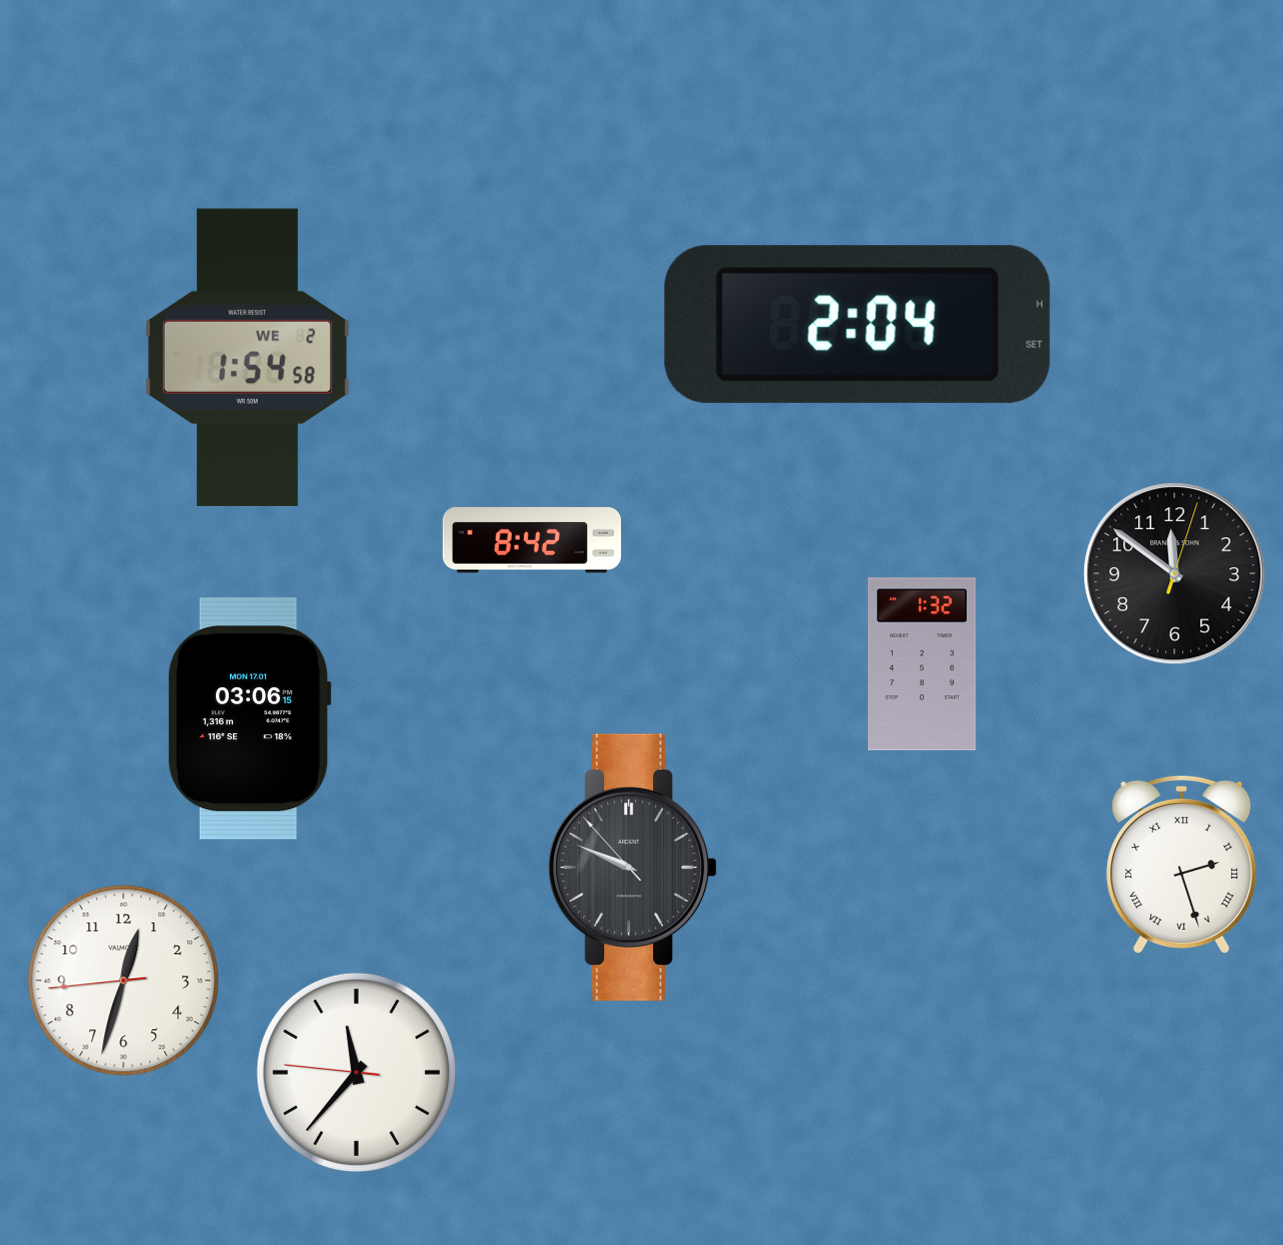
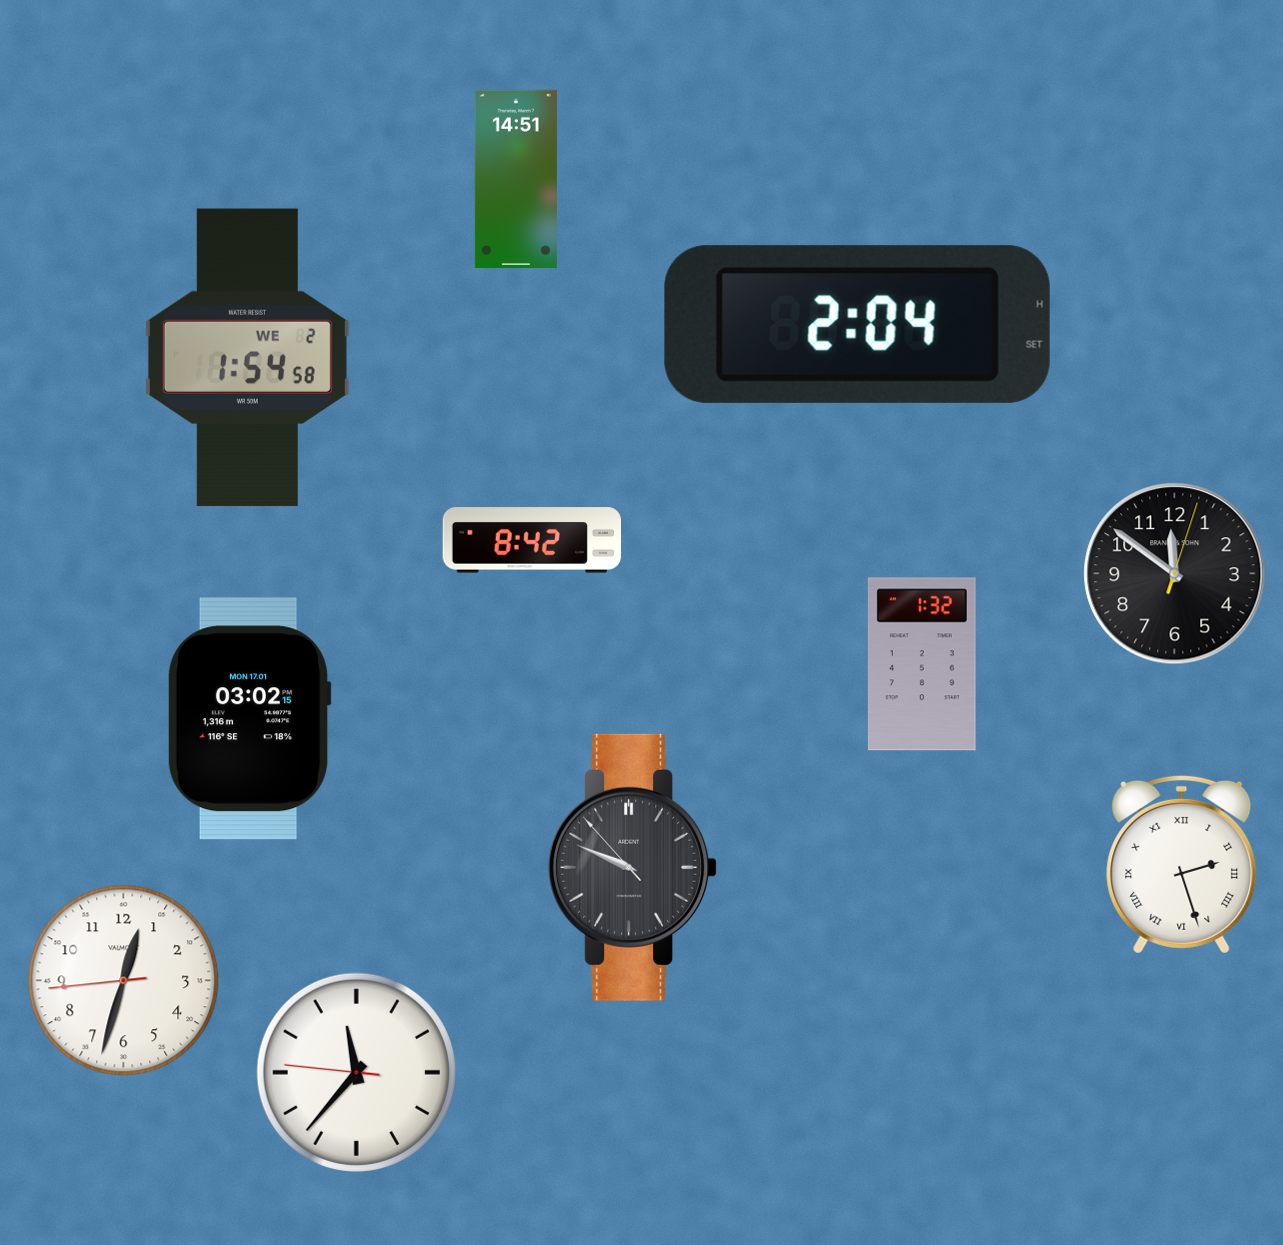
clock at (516, 179): none -> 14:51
clock at (249, 719): 03:06 -> 03:02
